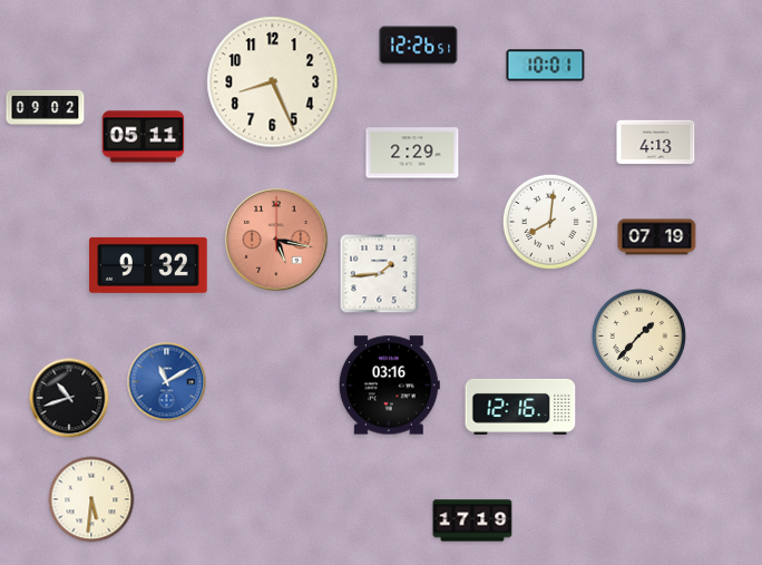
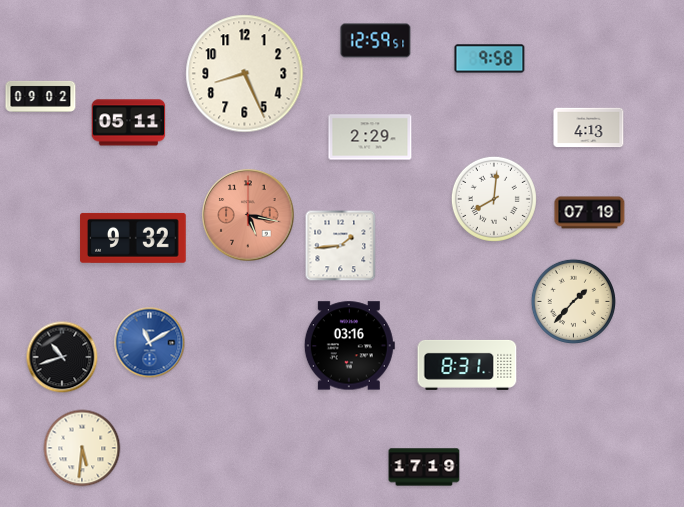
clock at (419, 46): 12:26 -> 12:59
clock at (546, 66): 10:01 -> 9:58
clock at (520, 407): 12:16 -> 8:31
